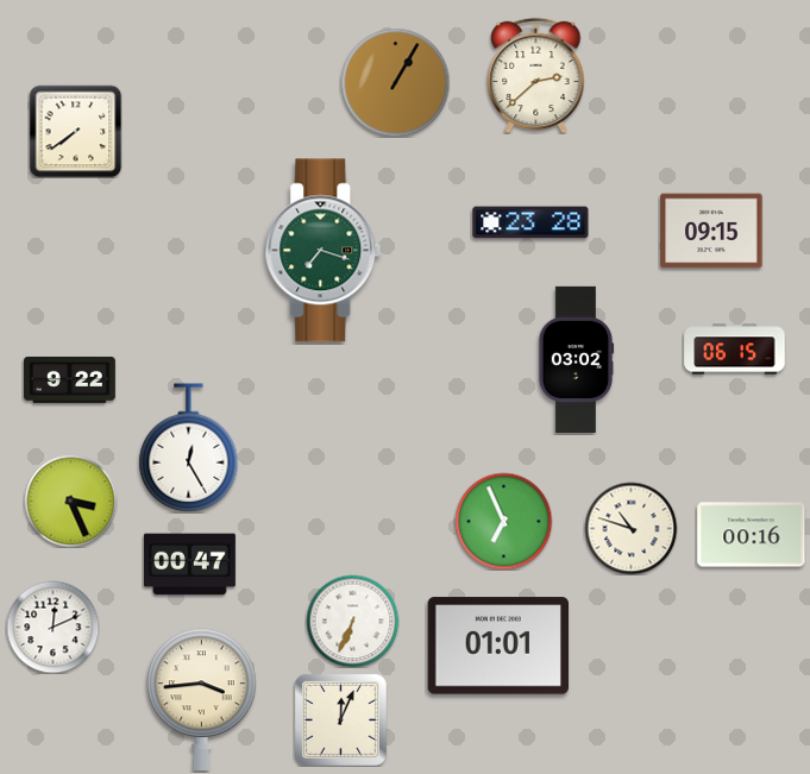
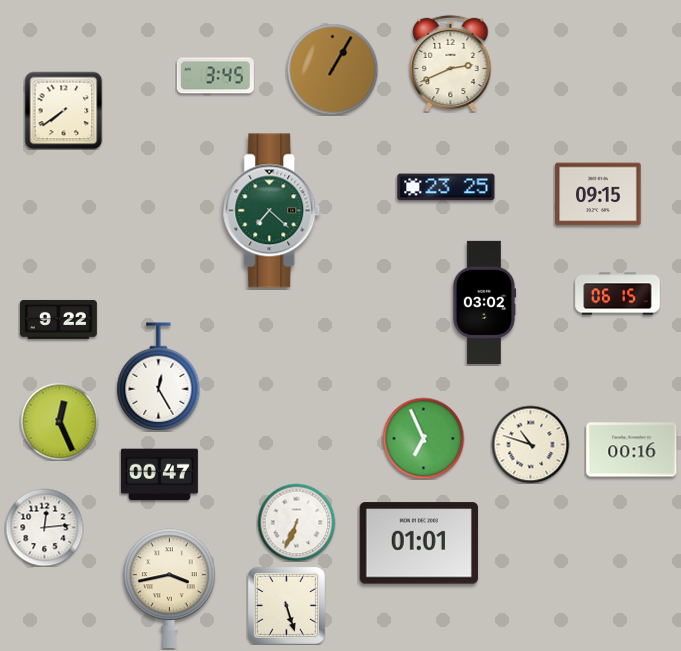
clock at (536, 75): 2:38 -> 2:41
clock at (215, 76): none -> 3:45
clock at (530, 222): 23:28 -> 23:25
clock at (324, 251): 7:18 -> 7:22
clock at (70, 501): 3:26 -> 12:26
clock at (52, 627): 12:11 -> 12:14
clock at (202, 699): 3:44 -> 3:43
clock at (340, 719): 12:04 -> 5:27
